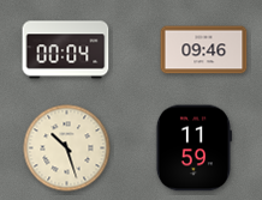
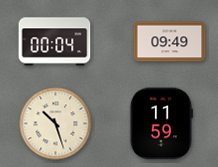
clock at (204, 50): 09:46 -> 09:49
